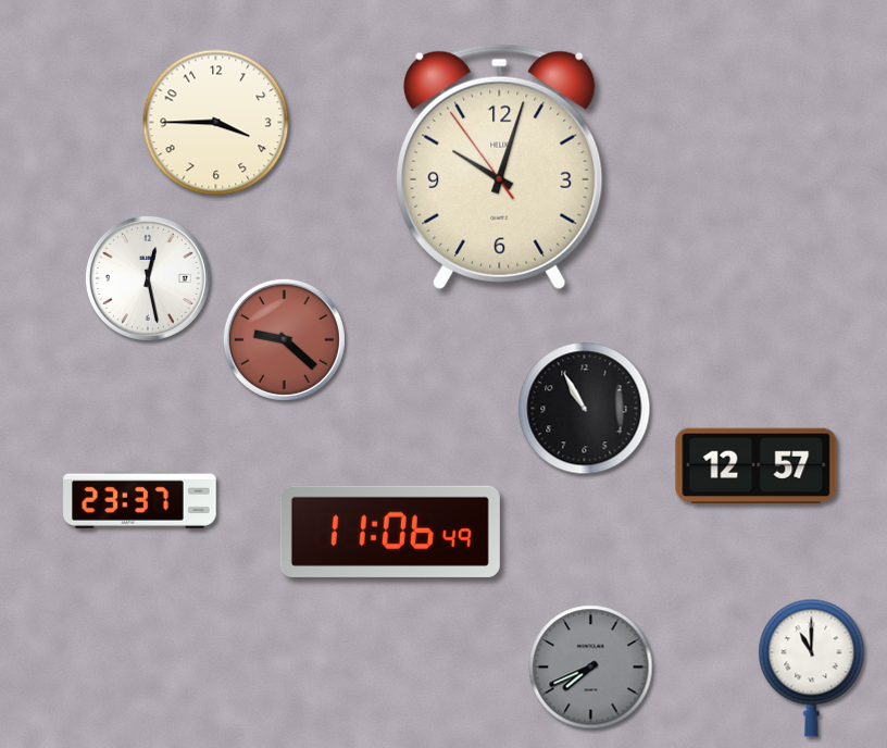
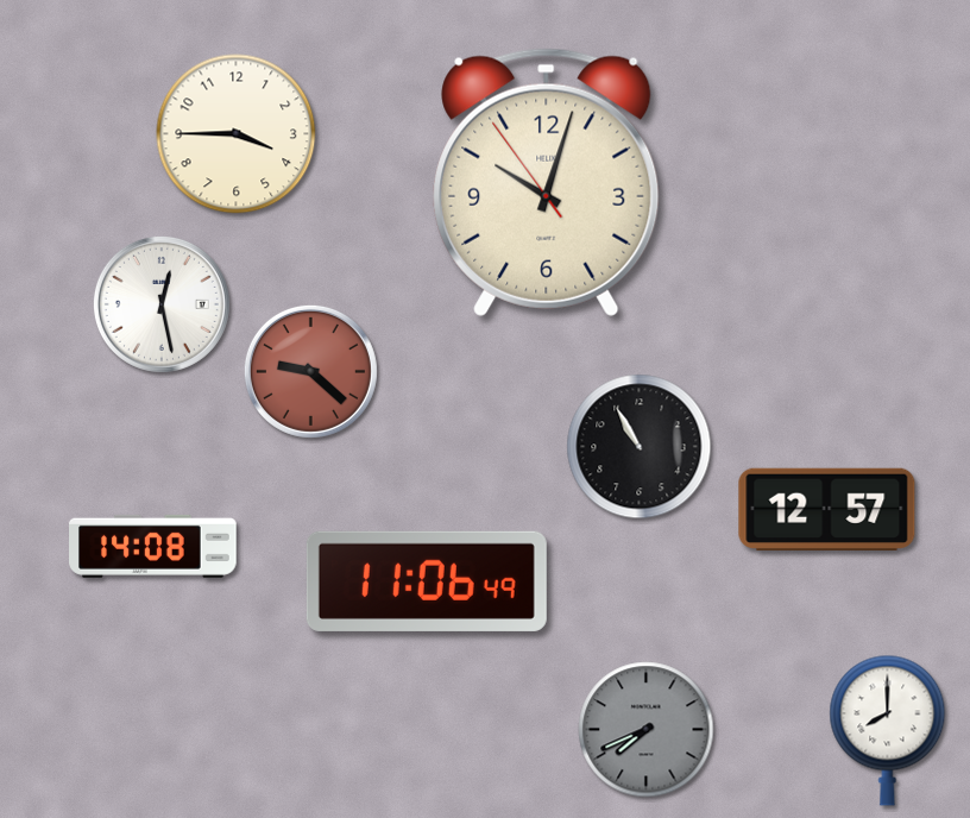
clock at (140, 499): 23:37 -> 14:08
clock at (812, 668): 11:00 -> 8:00
